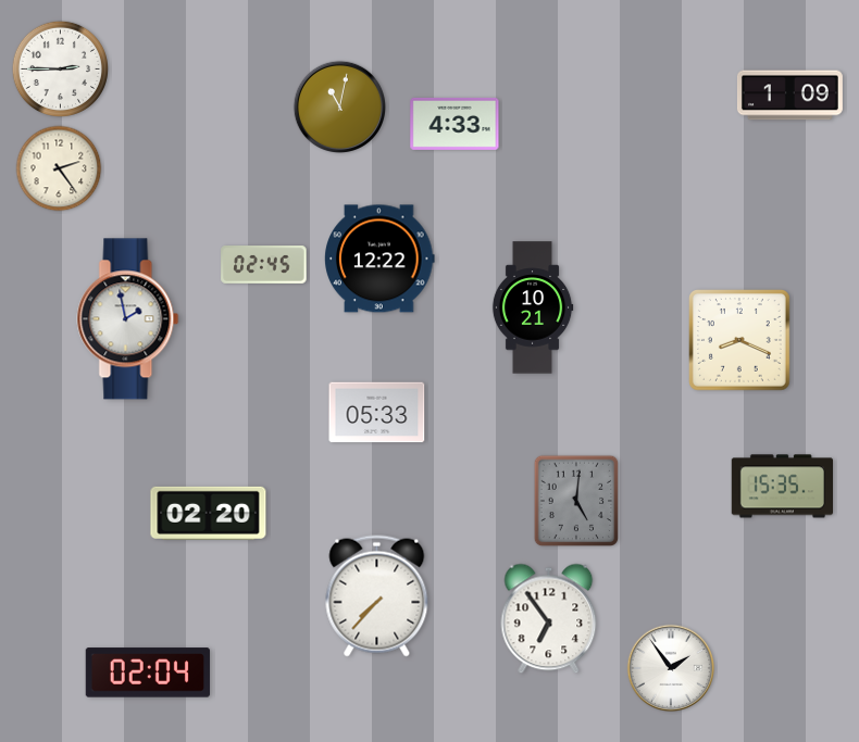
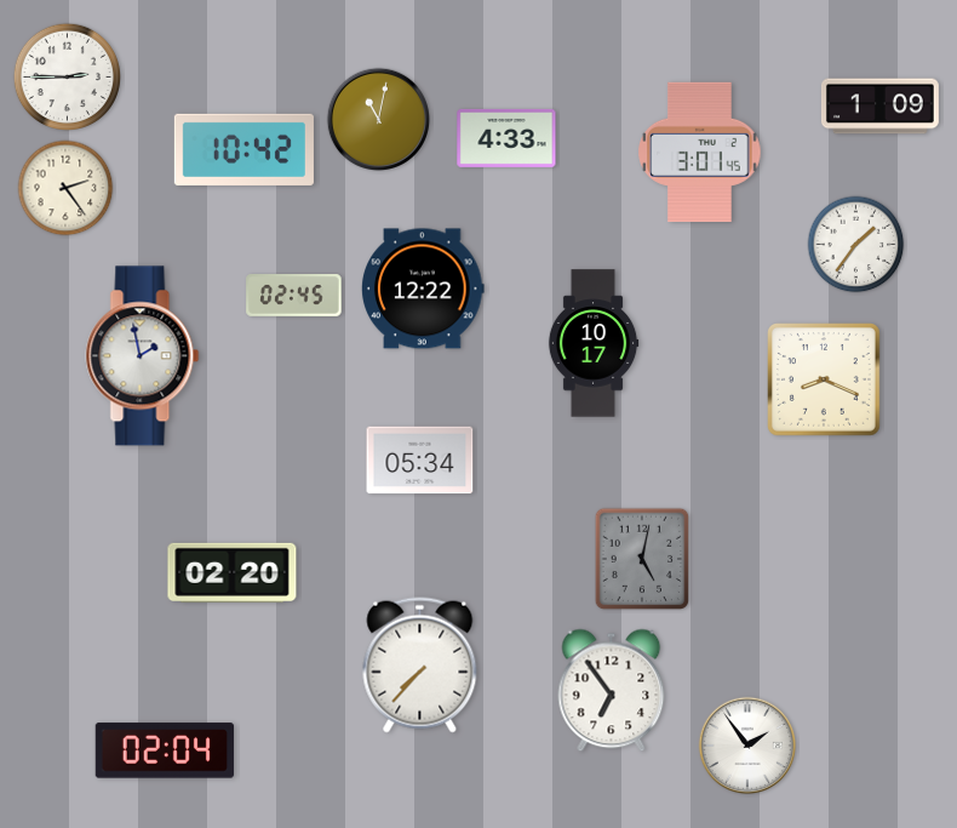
clock at (243, 149): none -> 10:42
clock at (700, 152): none -> 3:01
clock at (856, 245): none -> 1:36
clock at (533, 307): 10:21 -> 10:17
clock at (377, 413): 05:33 -> 05:34
clock at (782, 487): 15:35 -> none
clock at (576, 501): 5:01 -> 5:02
